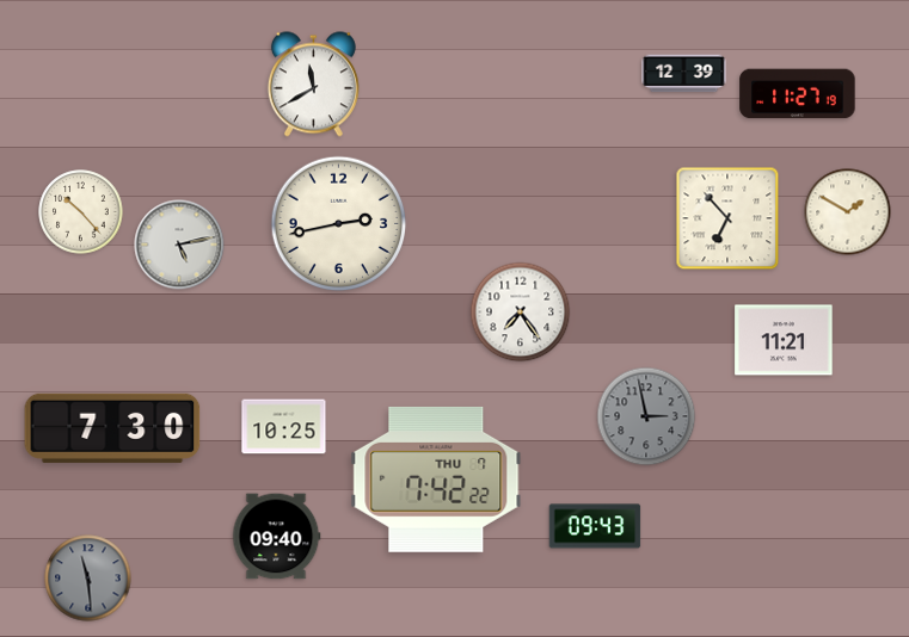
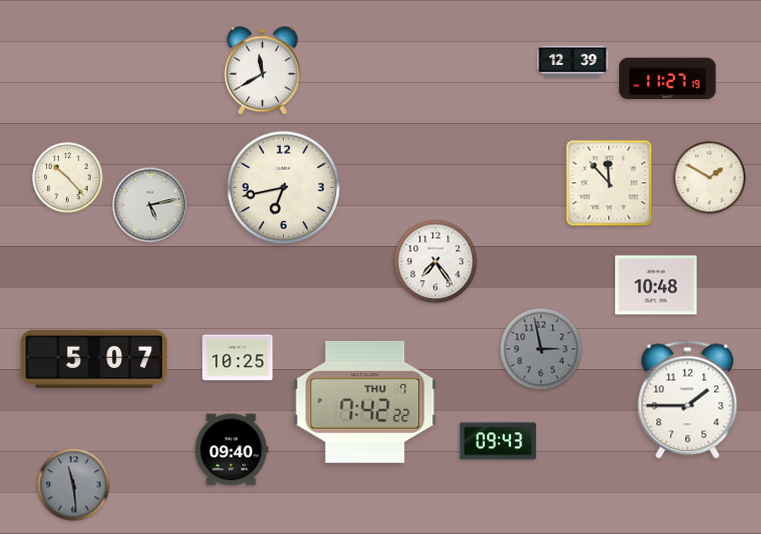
clock at (727, 218): 6:53 -> 11:53
clock at (339, 224): 2:43 -> 6:43
clock at (784, 340): 11:21 -> 10:48
clock at (112, 428): 7:30 -> 5:07
clock at (688, 400): none -> 1:45
